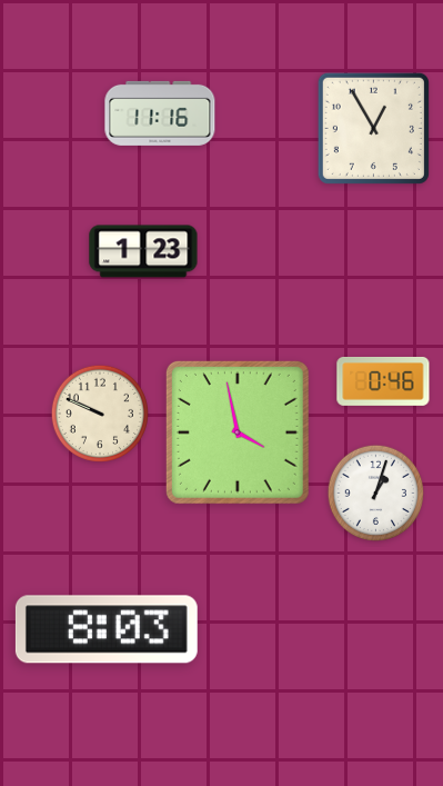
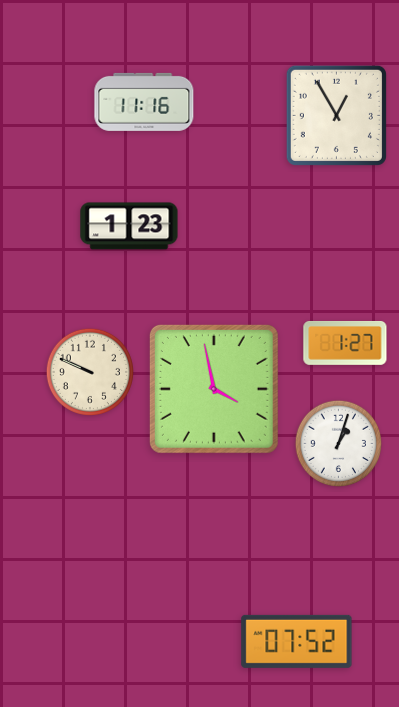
clock at (383, 381): 0:46 -> 1:27
clock at (107, 629): 8:03 -> none
clock at (297, 641): none -> 07:52
